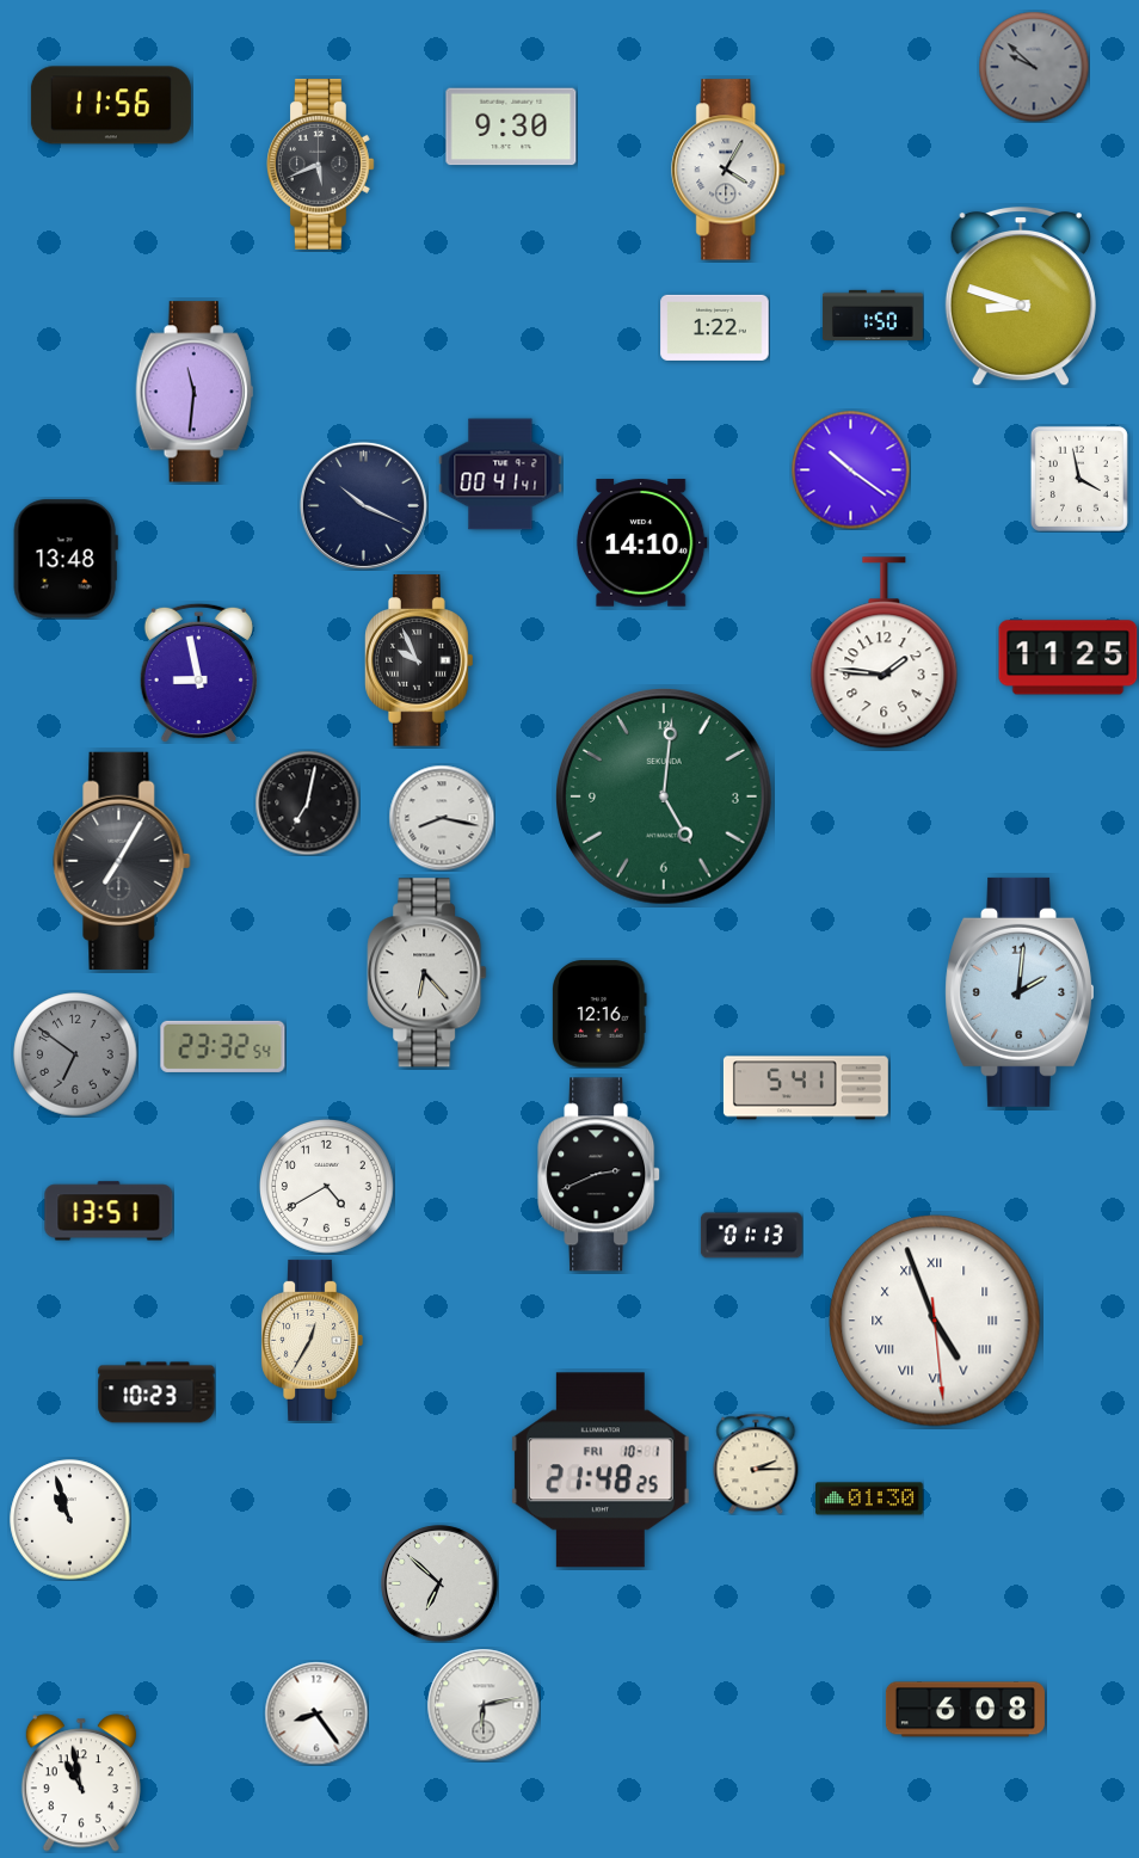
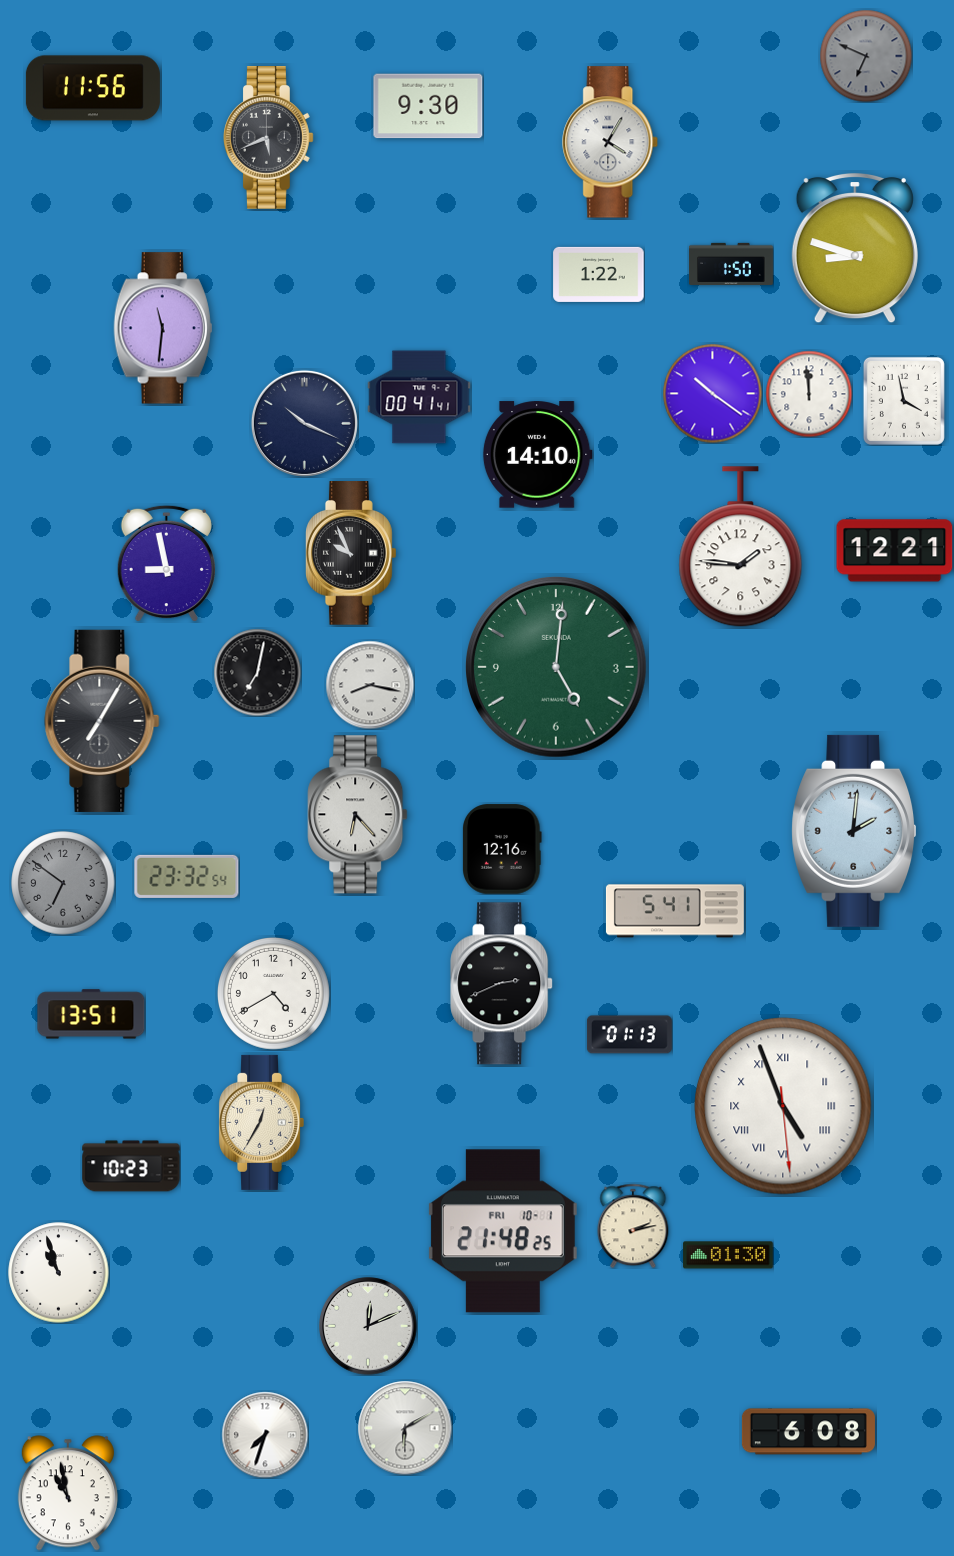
clock at (1034, 67): 9:52 -> 6:49
clock at (809, 394): none -> 11:59
clock at (66, 559): 13:48 -> none
clock at (1069, 658): 11:25 -> 12:21
clock at (756, 1464): 2:15 -> 2:13
clock at (439, 1583): 6:52 -> 12:11
clock at (484, 1705): 6:13 -> 6:10
clock at (316, 1714): 8:24 -> 7:33
